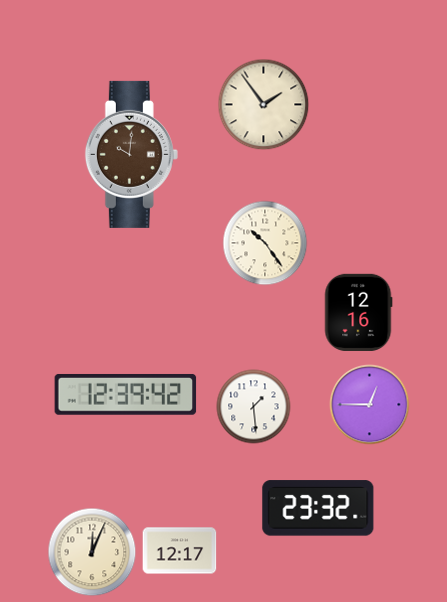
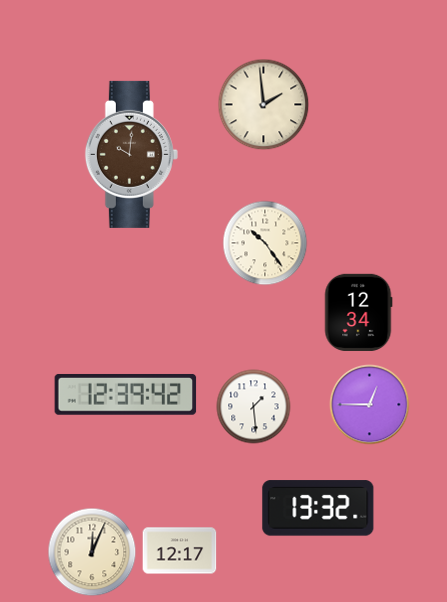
clock at (264, 105): 1:54 -> 1:59
clock at (358, 312): 12:16 -> 12:34
clock at (318, 508): 23:32 -> 13:32
